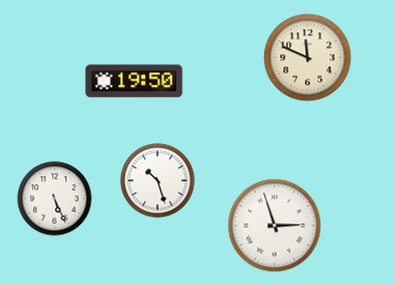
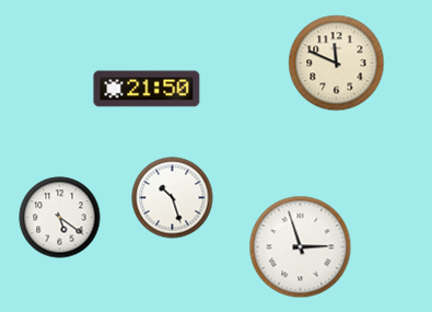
clock at (134, 81): 19:50 -> 21:50
clock at (55, 199): 5:26 -> 5:21
